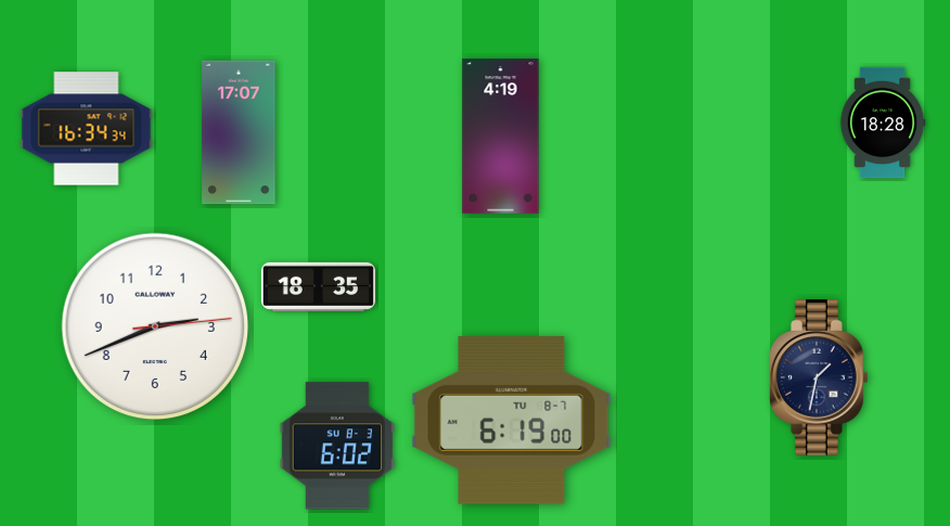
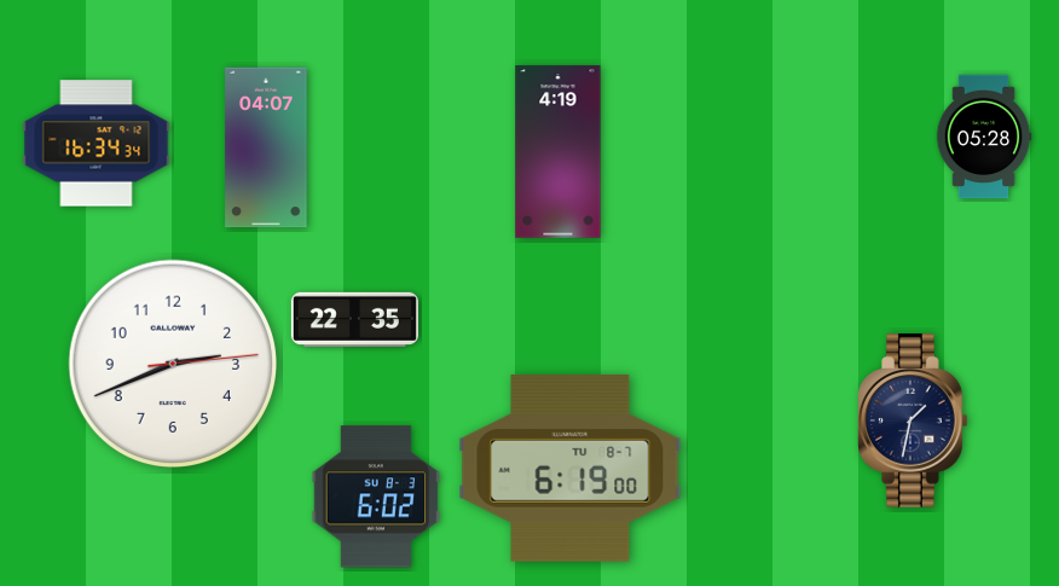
clock at (883, 123): 18:28 -> 05:28
clock at (239, 132): 17:07 -> 04:07
clock at (318, 286): 18:35 -> 22:35
